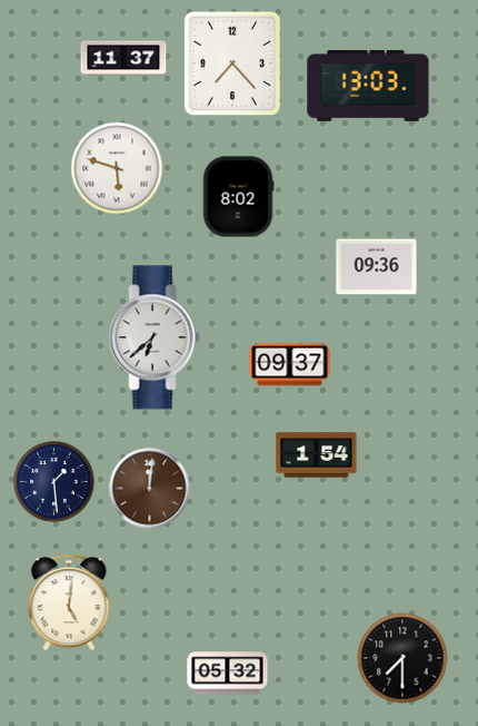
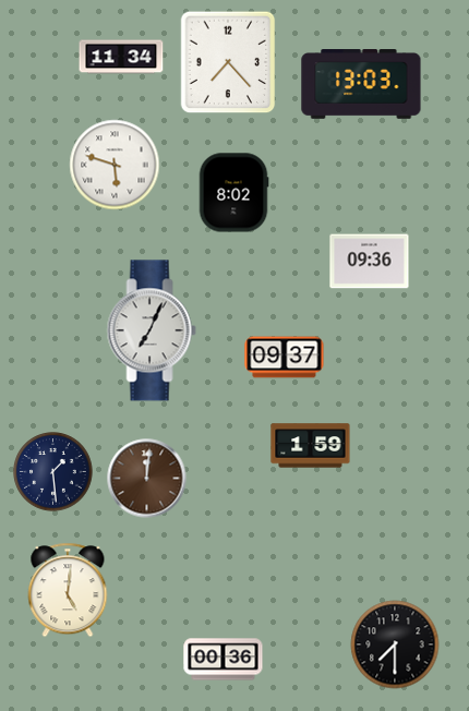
clock at (123, 58): 11:37 -> 11:34
clock at (155, 337): 6:38 -> 7:04
clock at (317, 455): 1:54 -> 1:59
clock at (228, 674): 05:32 -> 00:36
